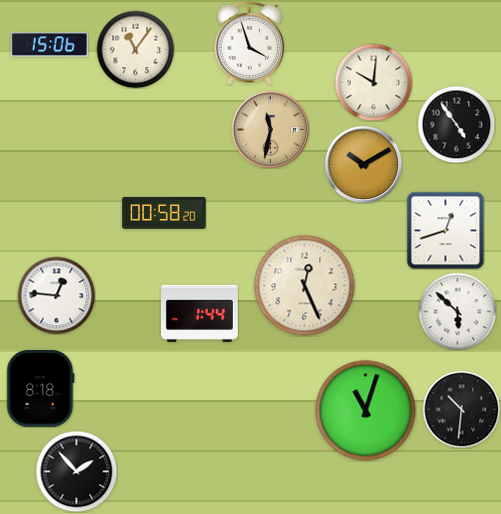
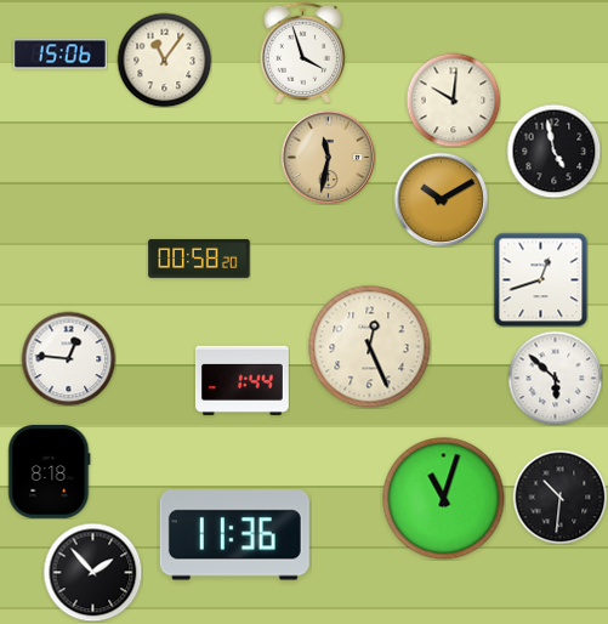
clock at (456, 124): 4:54 -> 4:58
clock at (234, 535): none -> 11:36
